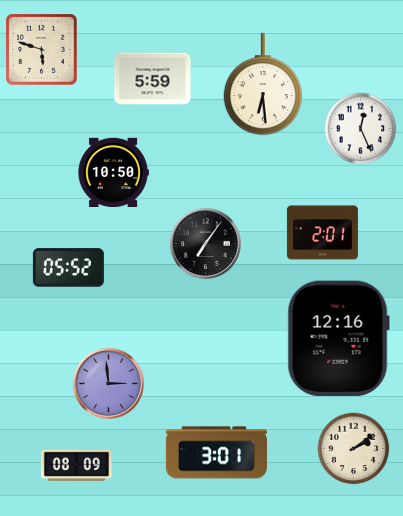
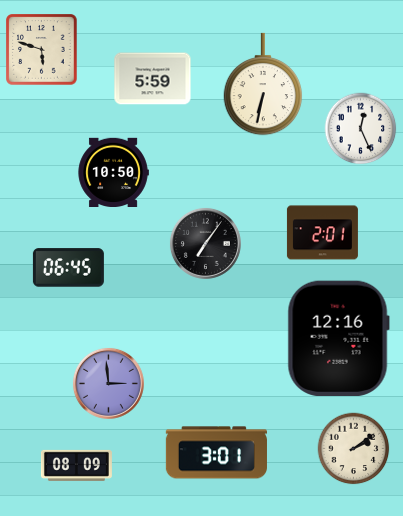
clock at (263, 84): 6:29 -> 6:32
clock at (68, 268): 05:52 -> 06:45
